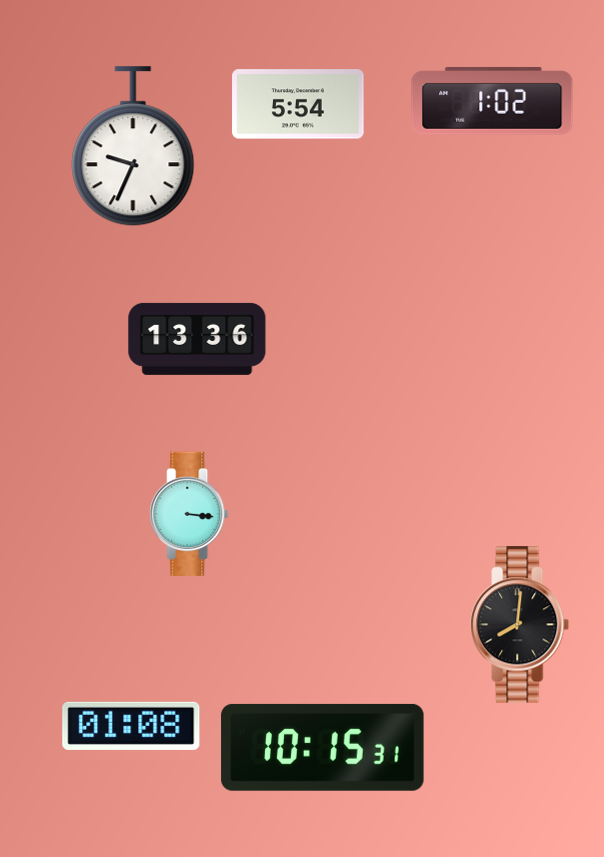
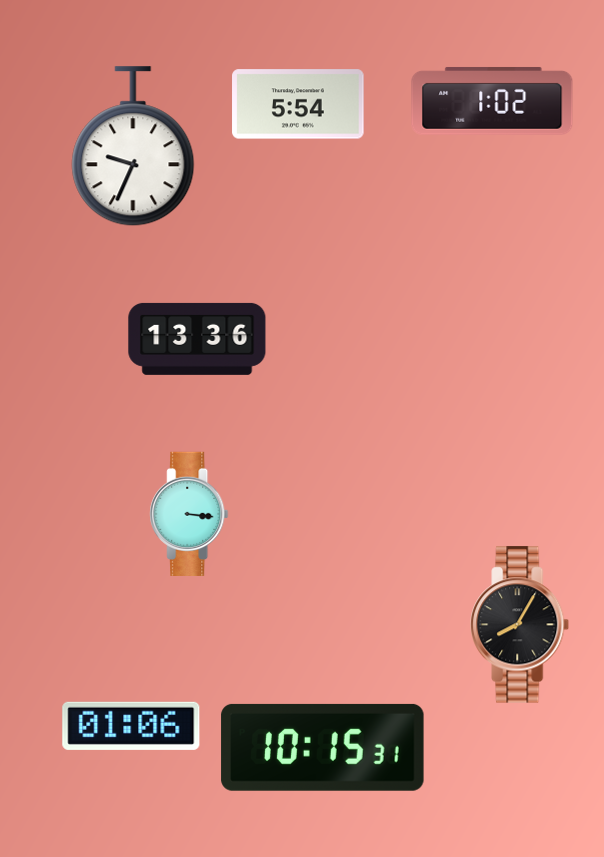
clock at (520, 625): 8:01 -> 8:05
clock at (131, 726): 01:08 -> 01:06
